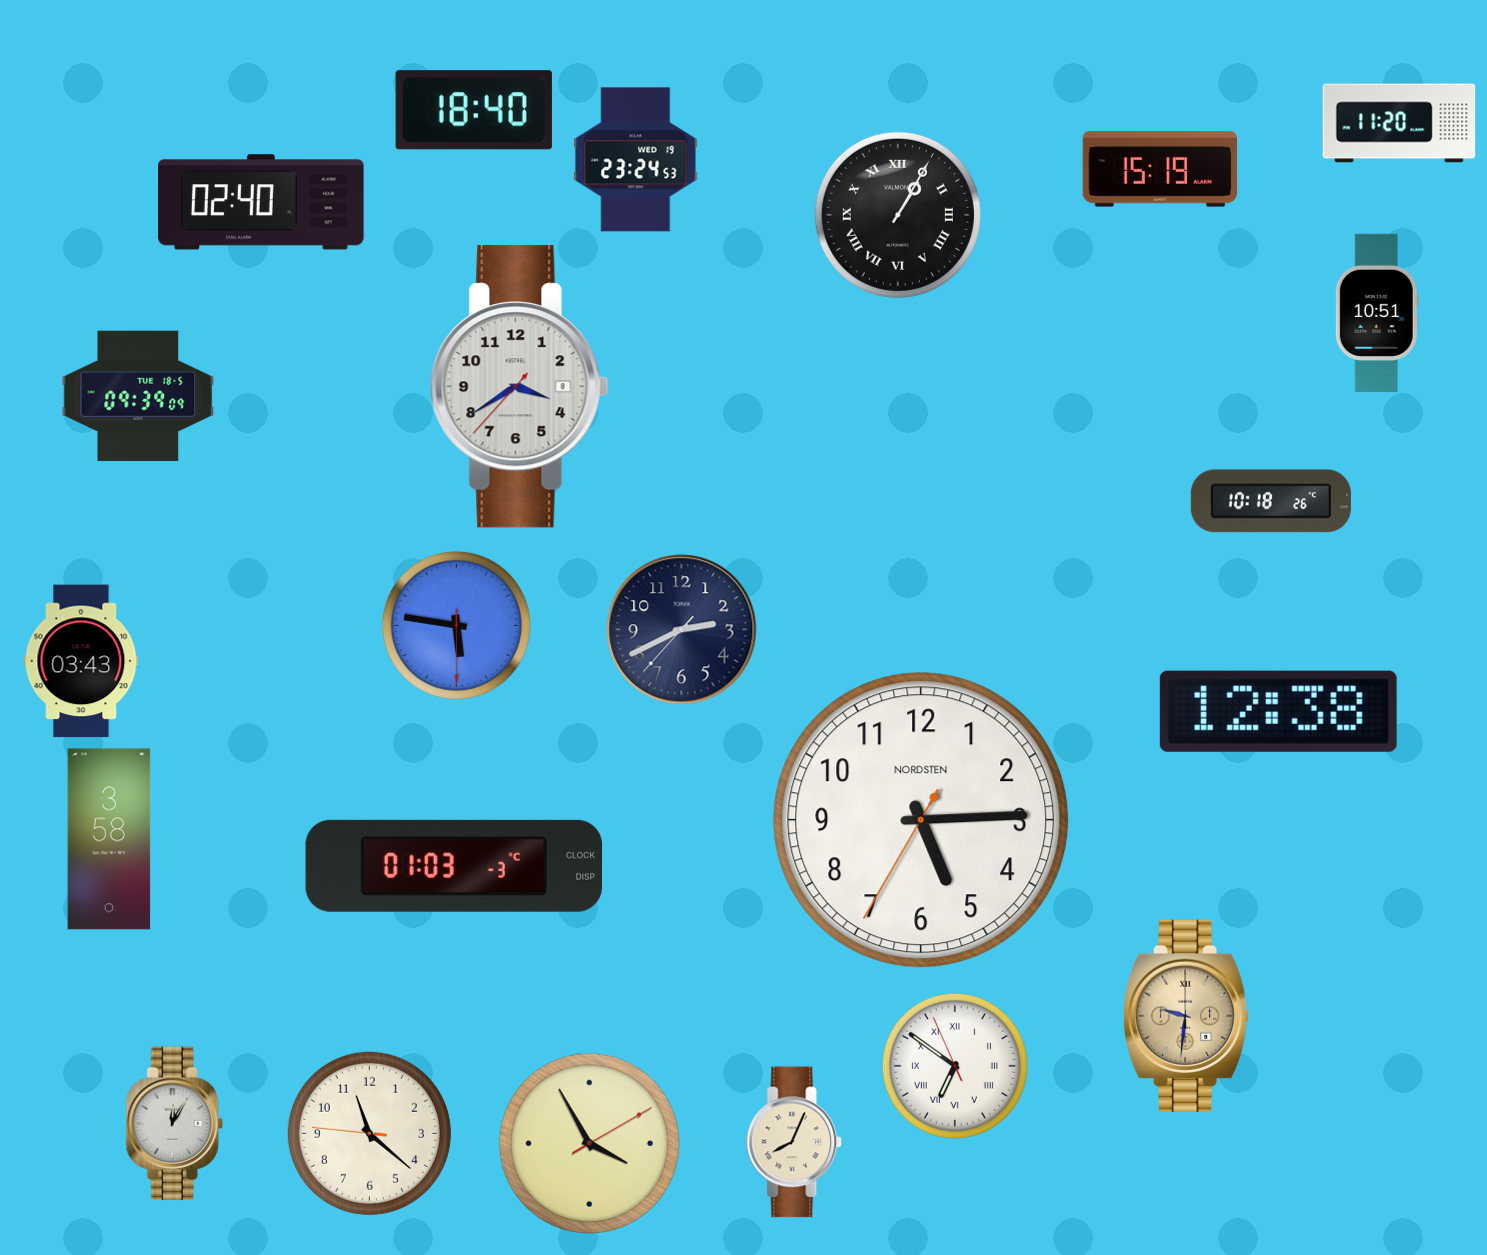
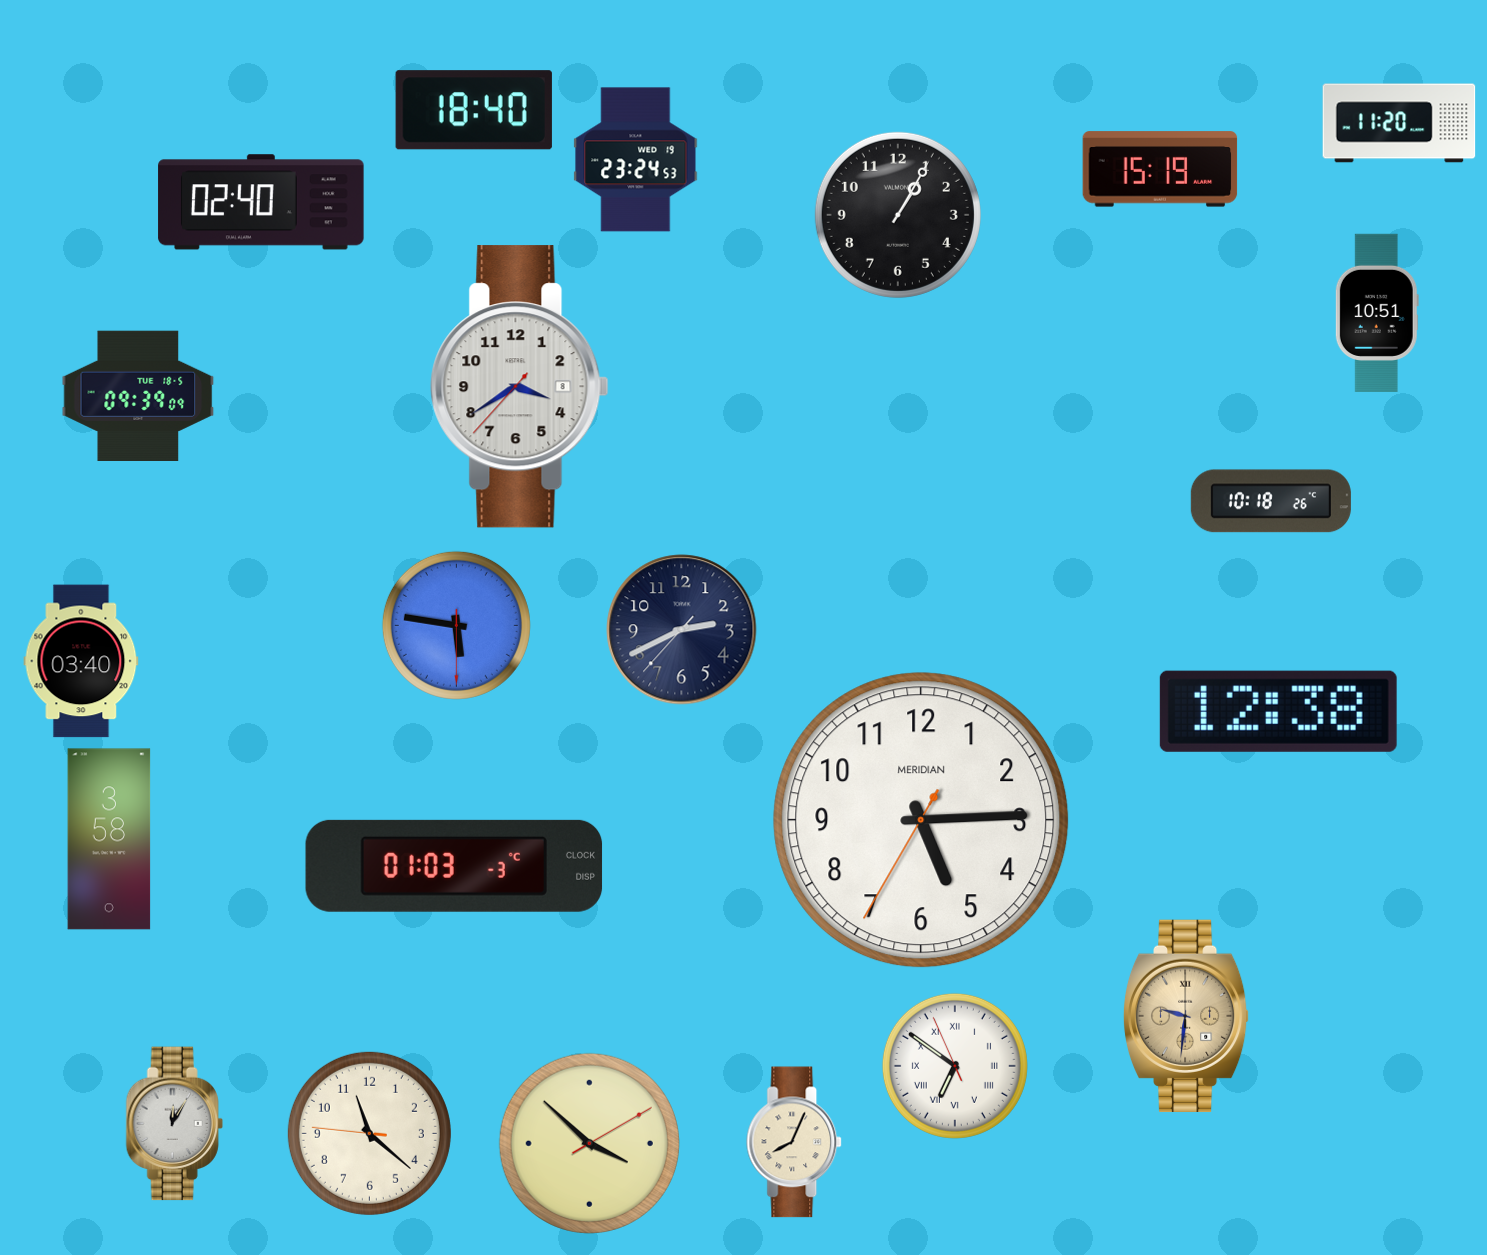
clock at (898, 215) numerals: Roman -> Arabic
clock at (81, 661): 03:43 -> 03:40
clock at (921, 820) brand: NORDSTEN -> MERIDIAN
clock at (589, 1143): 3:55 -> 3:52
